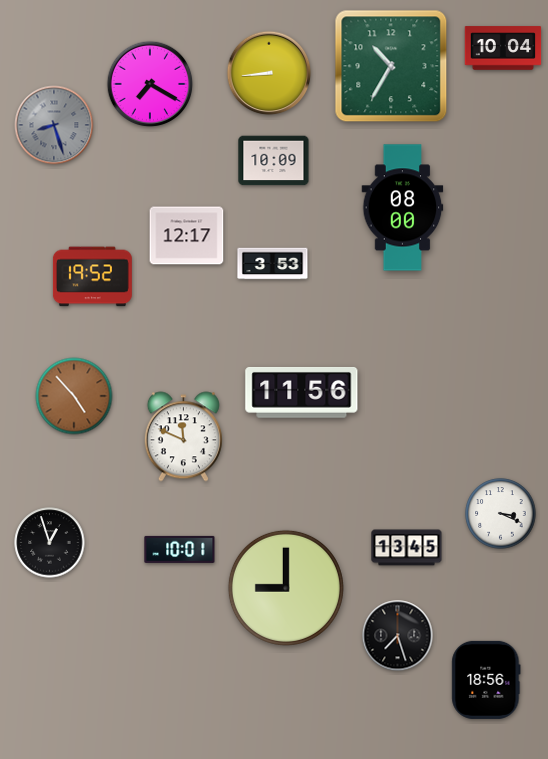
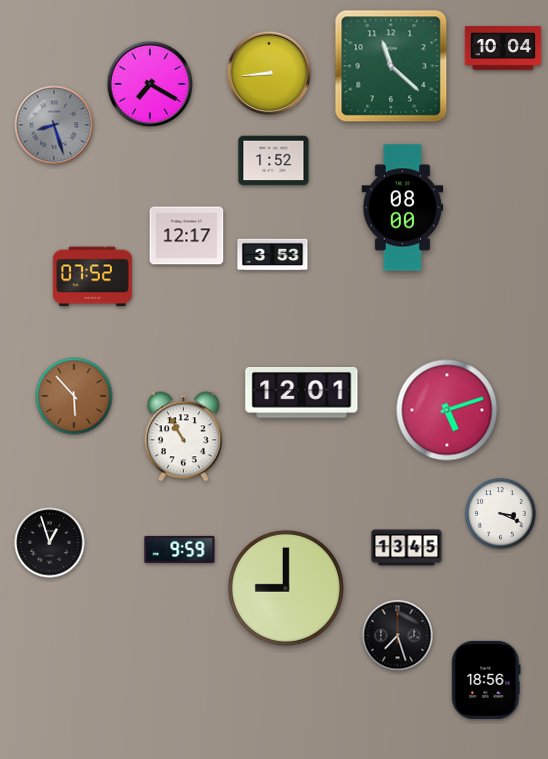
clock at (391, 66): 10:35 -> 11:22
clock at (274, 161): 10:09 -> 1:52
clock at (273, 264) position: (273, 264) -> (273, 255)
clock at (92, 277): 19:52 -> 07:52
clock at (302, 393): 11:56 -> 12:01
clock at (74, 396): 4:53 -> 5:53
clock at (447, 410): none -> 5:12
clock at (183, 437): 11:49 -> 10:55
clock at (180, 549): 10:01 -> 9:59
